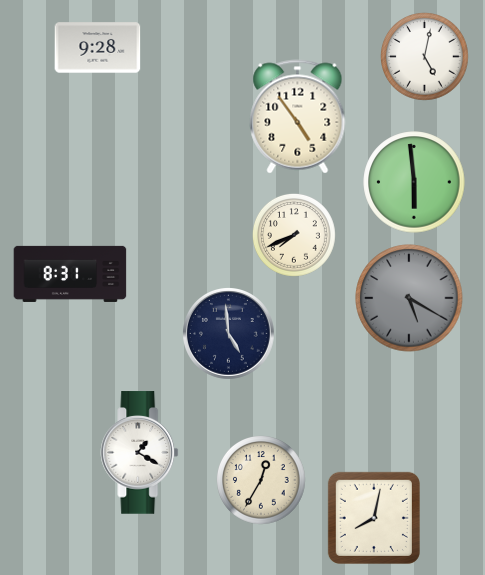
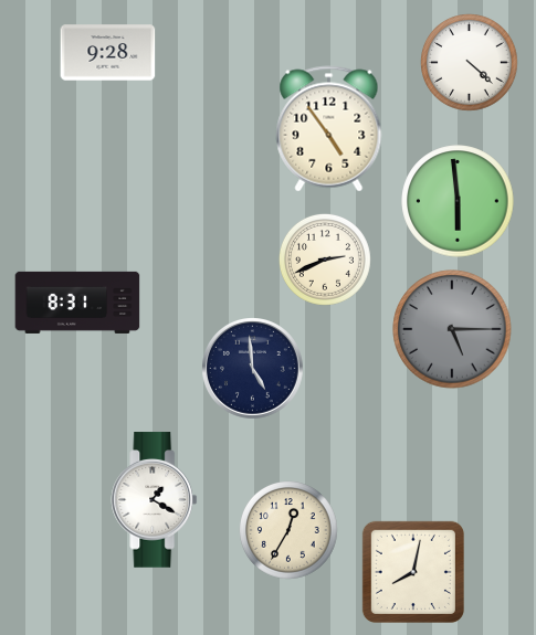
clock at (425, 57): 5:02 -> 4:22
clock at (294, 235): 7:41 -> 2:41
clock at (409, 298): 5:20 -> 5:15
